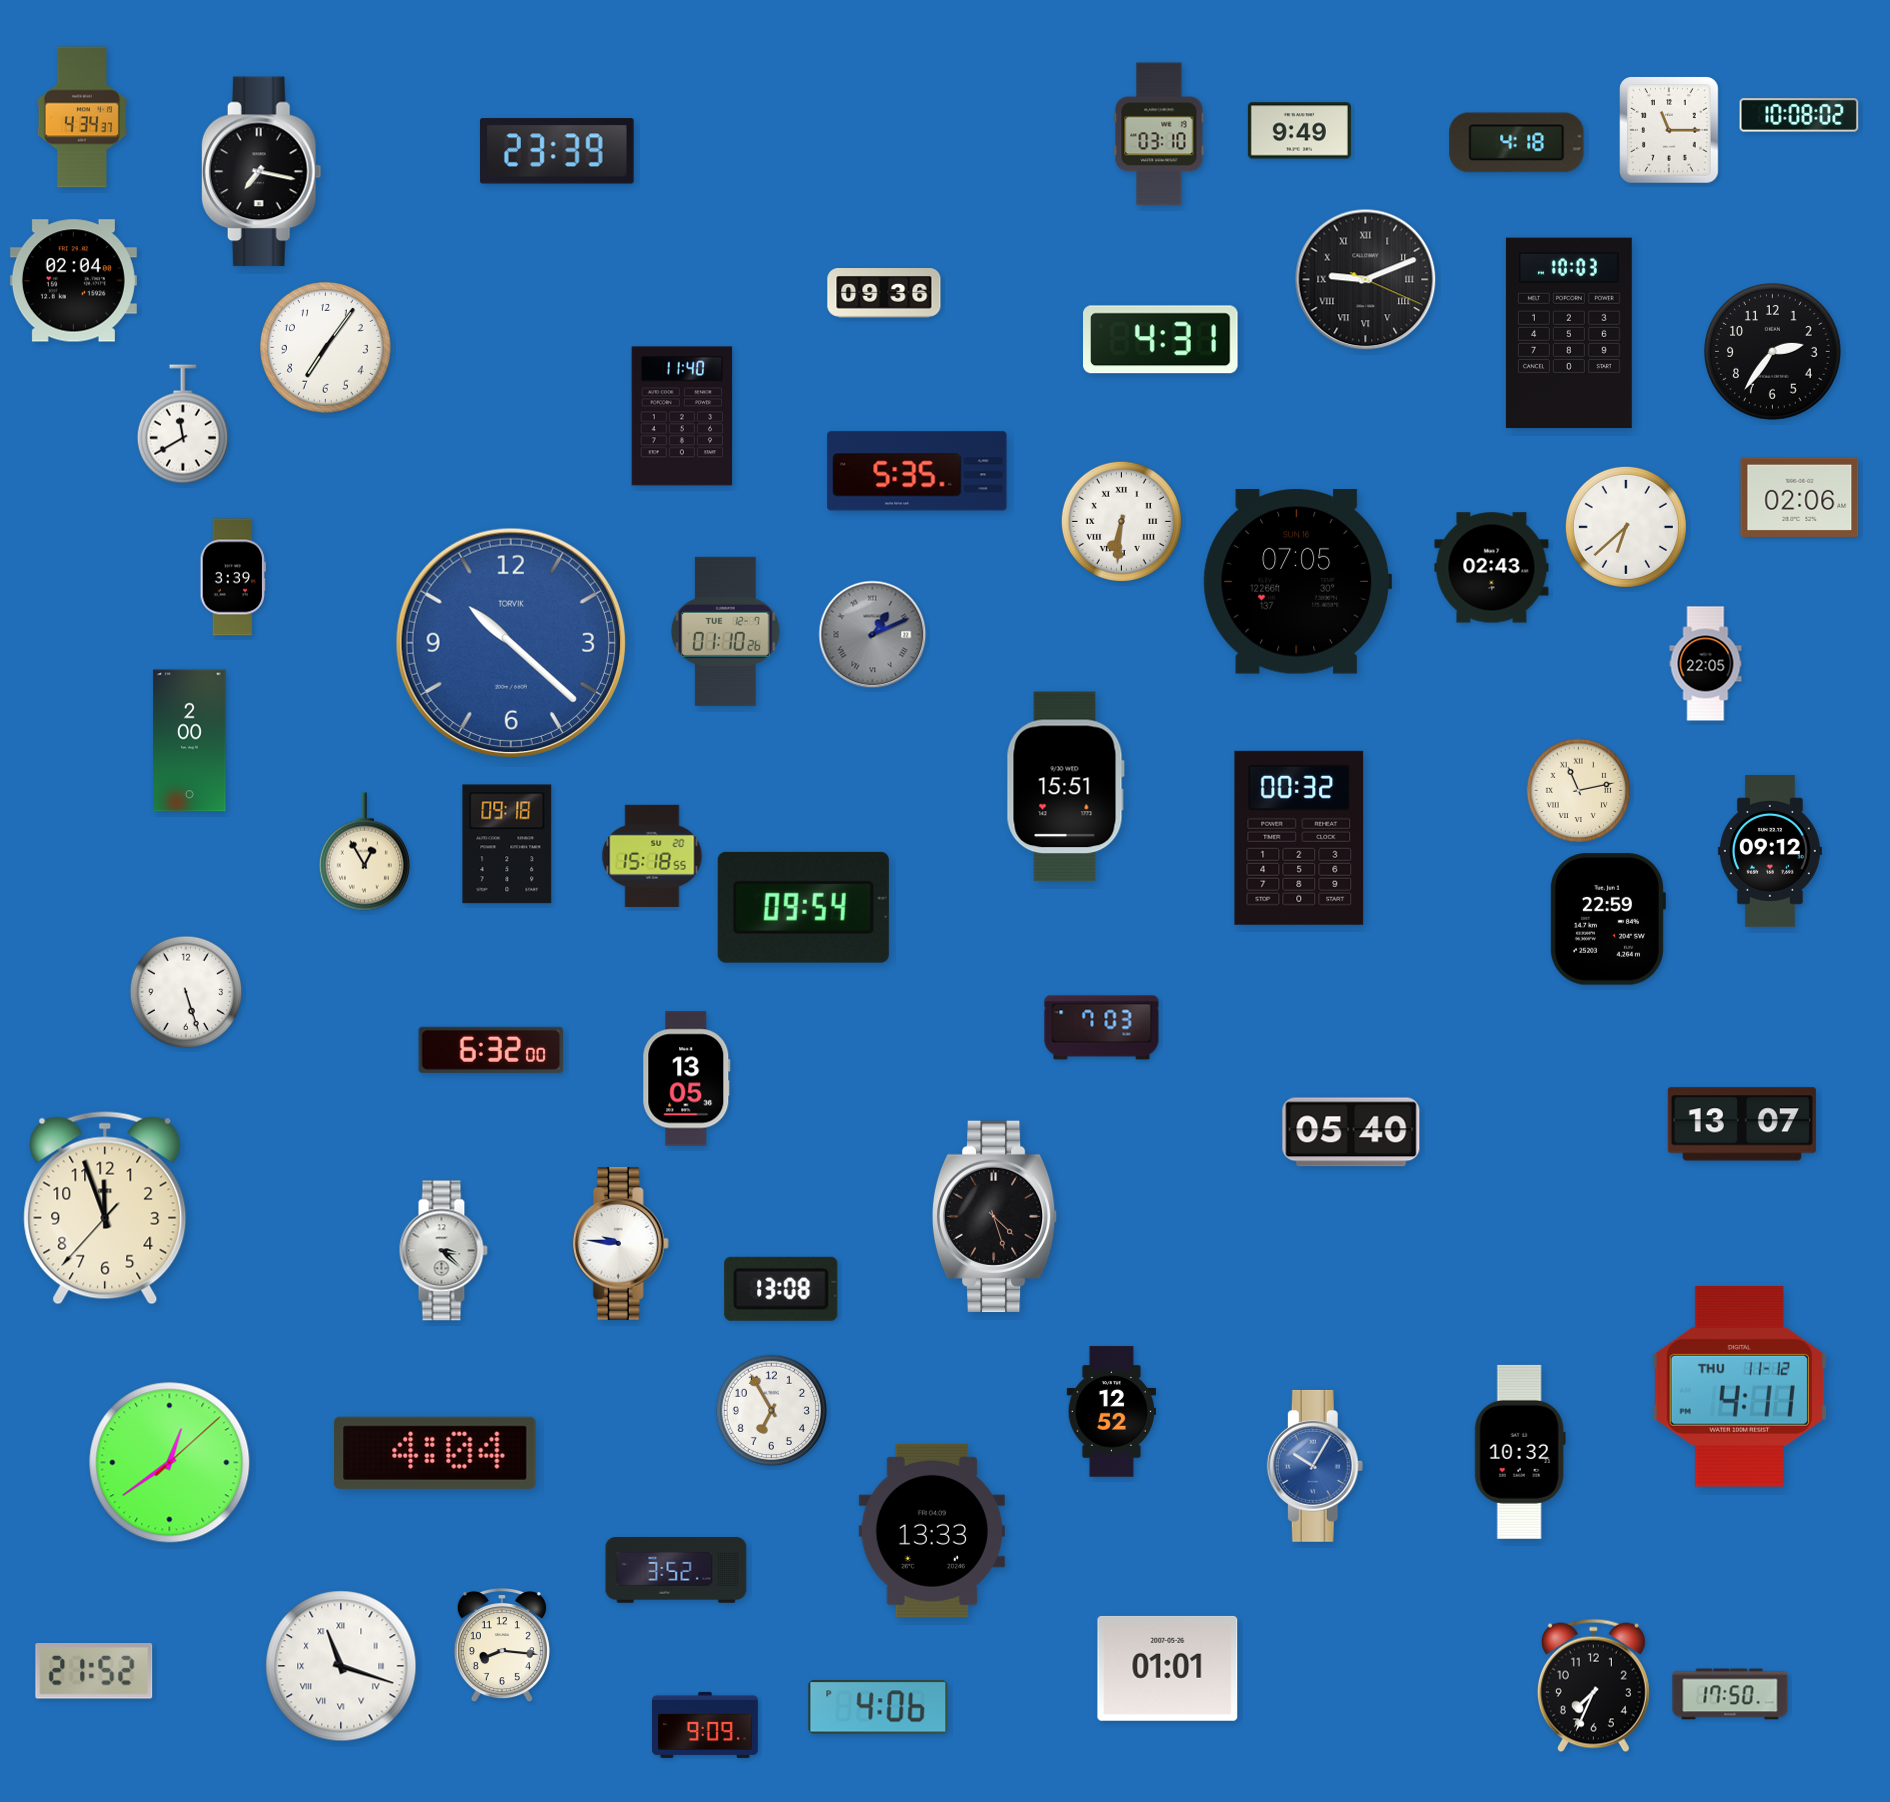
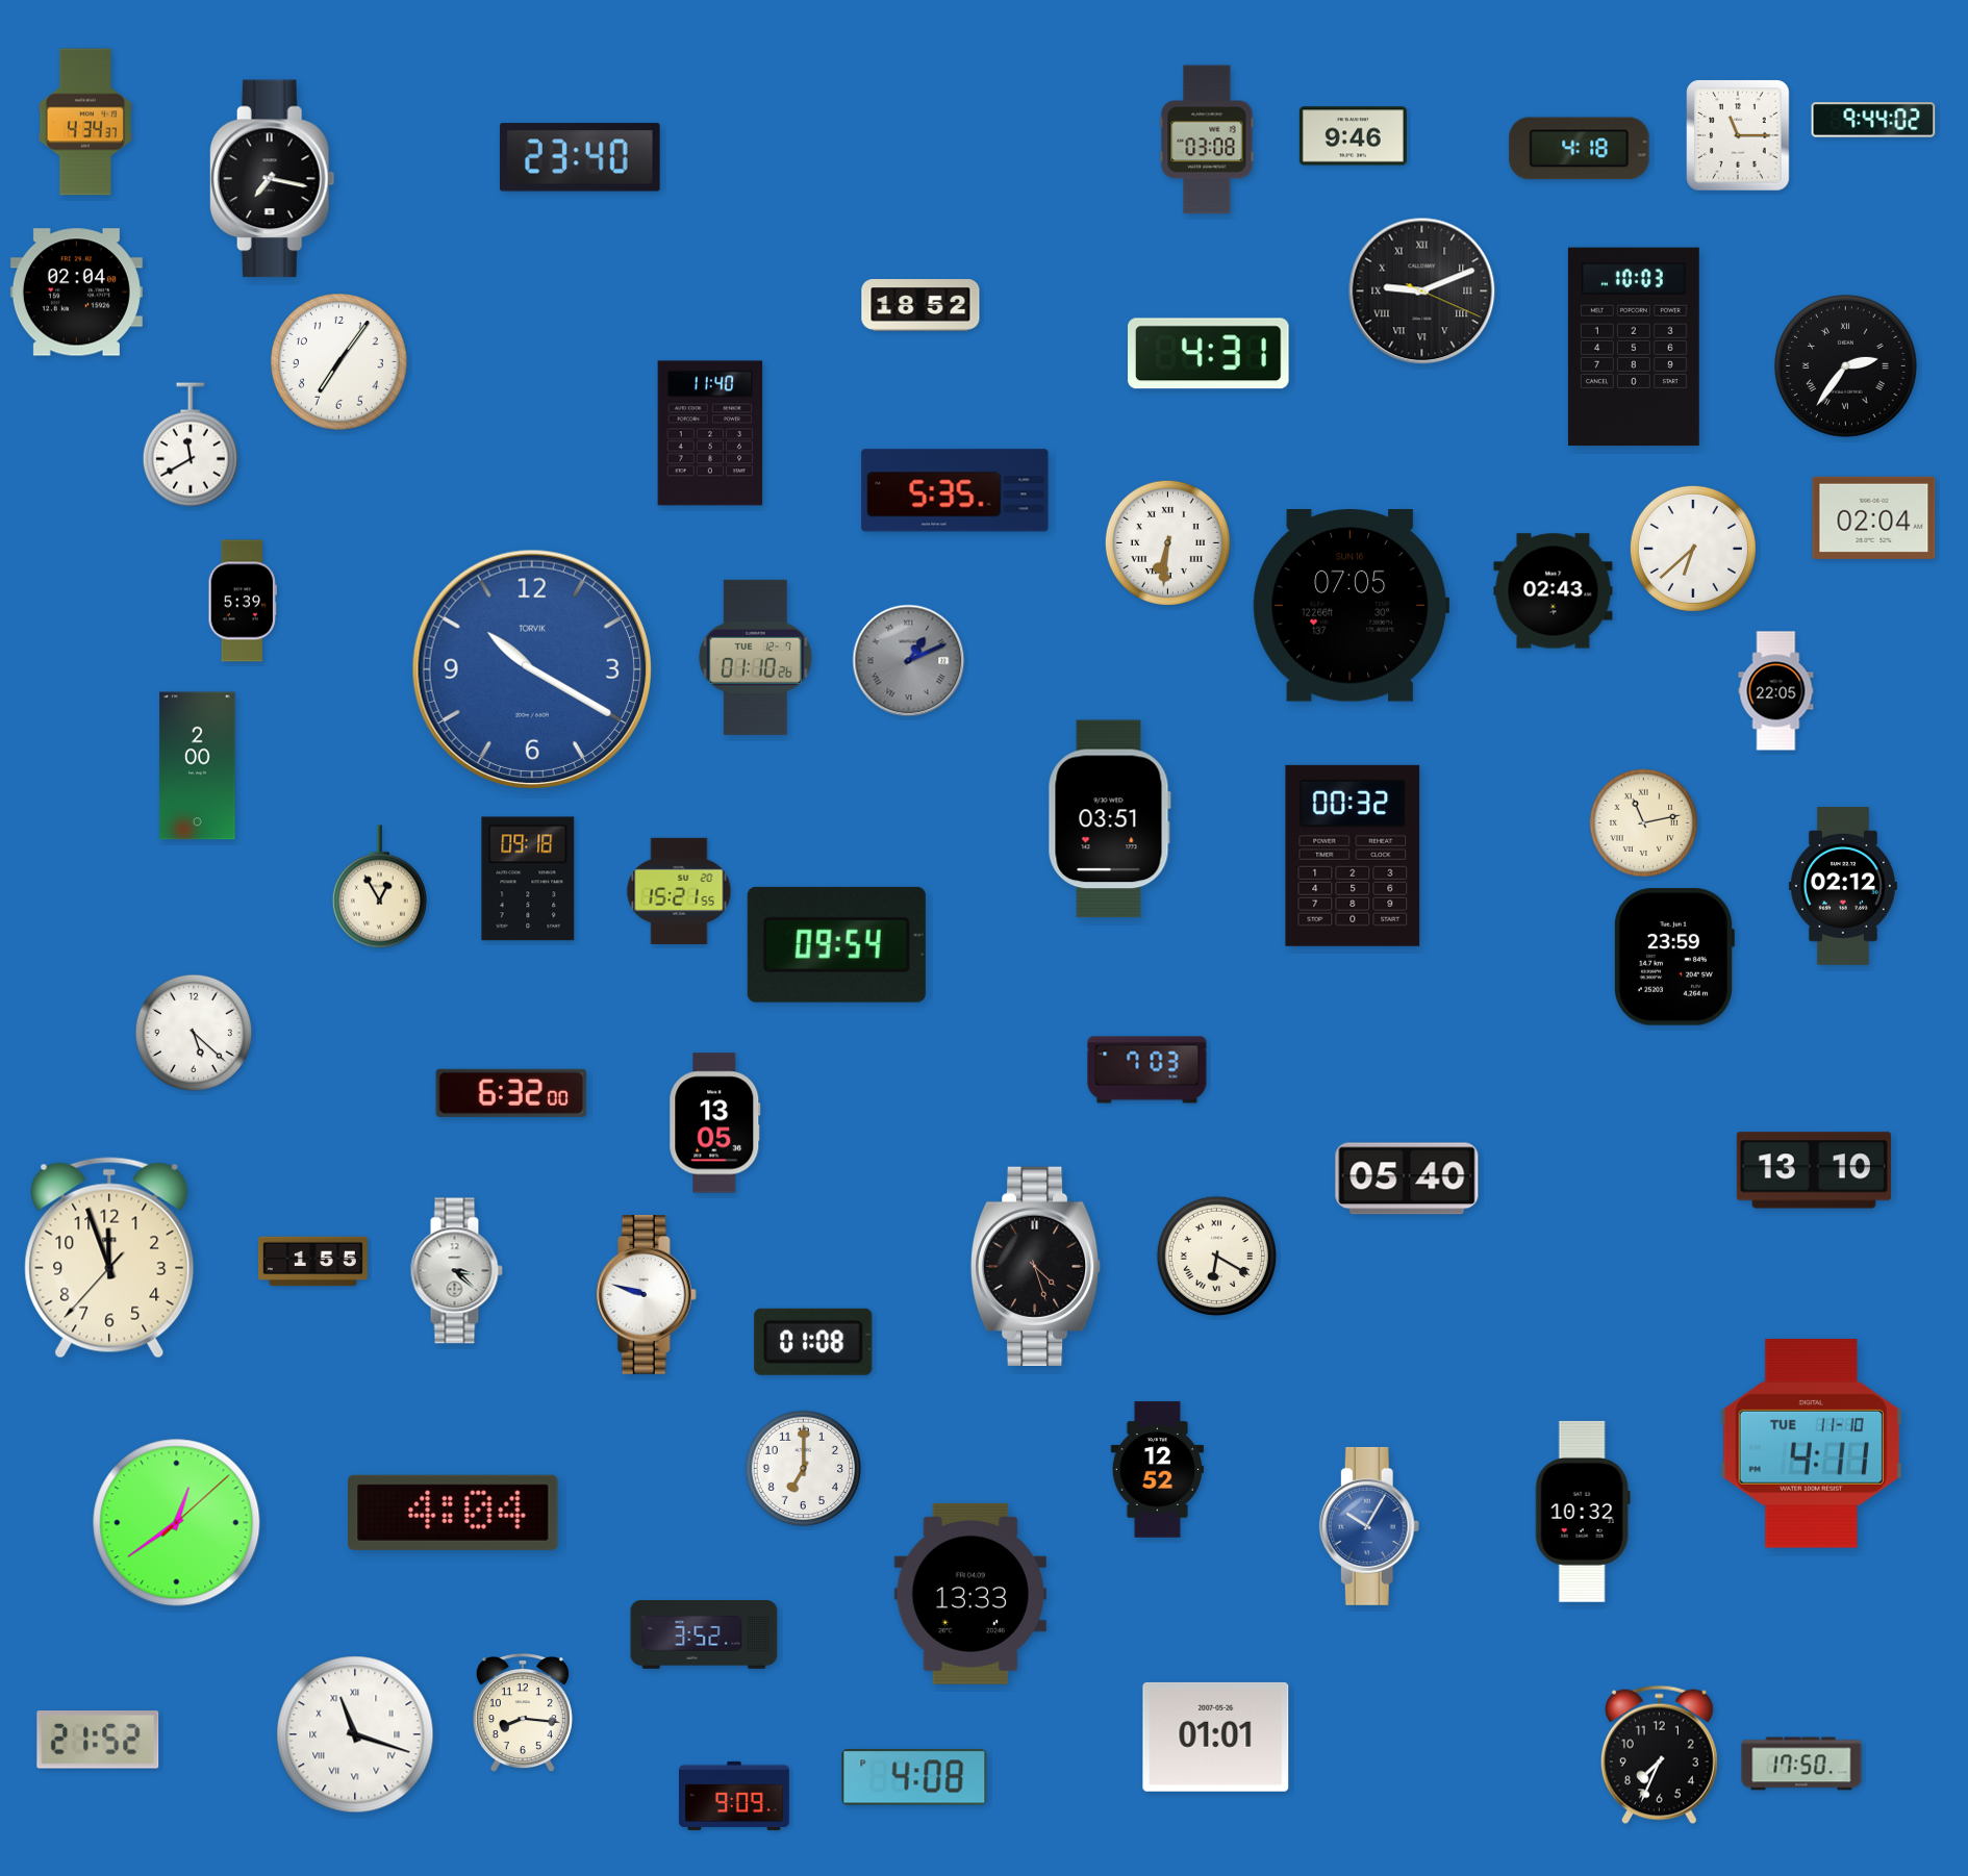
clock at (1799, 115): 10:08 -> 9:44
clock at (1299, 131): 9:49 -> 9:46
clock at (1159, 134): 03:10 -> 03:08
clock at (557, 151): 23:39 -> 23:40
clock at (884, 293): 09:36 -> 18:52
clock at (1773, 352) numerals: Arabic -> Roman
clock at (183, 424) position: (183, 424) -> (191, 445)
clock at (1800, 497): 02:06 -> 02:04
clock at (233, 577): 3:39 -> 5:39
clock at (510, 642): 10:22 -> 10:20
clock at (190, 741) position: (190, 741) -> (198, 766)
clock at (1065, 787): 15:51 -> 03:51
clock at (1299, 838) position: (1299, 838) -> (1353, 856)
clock at (1770, 852): 09:12 -> 02:12
clock at (652, 856): 15:18 -> 15:21
clock at (1607, 919): 22:59 -> 23:59
clock at (185, 991): 5:27 -> 5:22
clock at (1742, 1124): 13:07 -> 13:10
clock at (1216, 1256): none -> 6:20
clock at (312, 1262): none -> 1:55
clock at (620, 1244): 9:46 -> 9:48
clock at (443, 1251) position: (443, 1251) -> (456, 1271)
clock at (781, 1289): 13:08 -> 01:08
clock at (1739, 1387) date: THU 11-12 -> TUE 11-10
clock at (772, 1411): 6:55 -> 7:00
clock at (878, 1707): 4:06 -> 4:08
